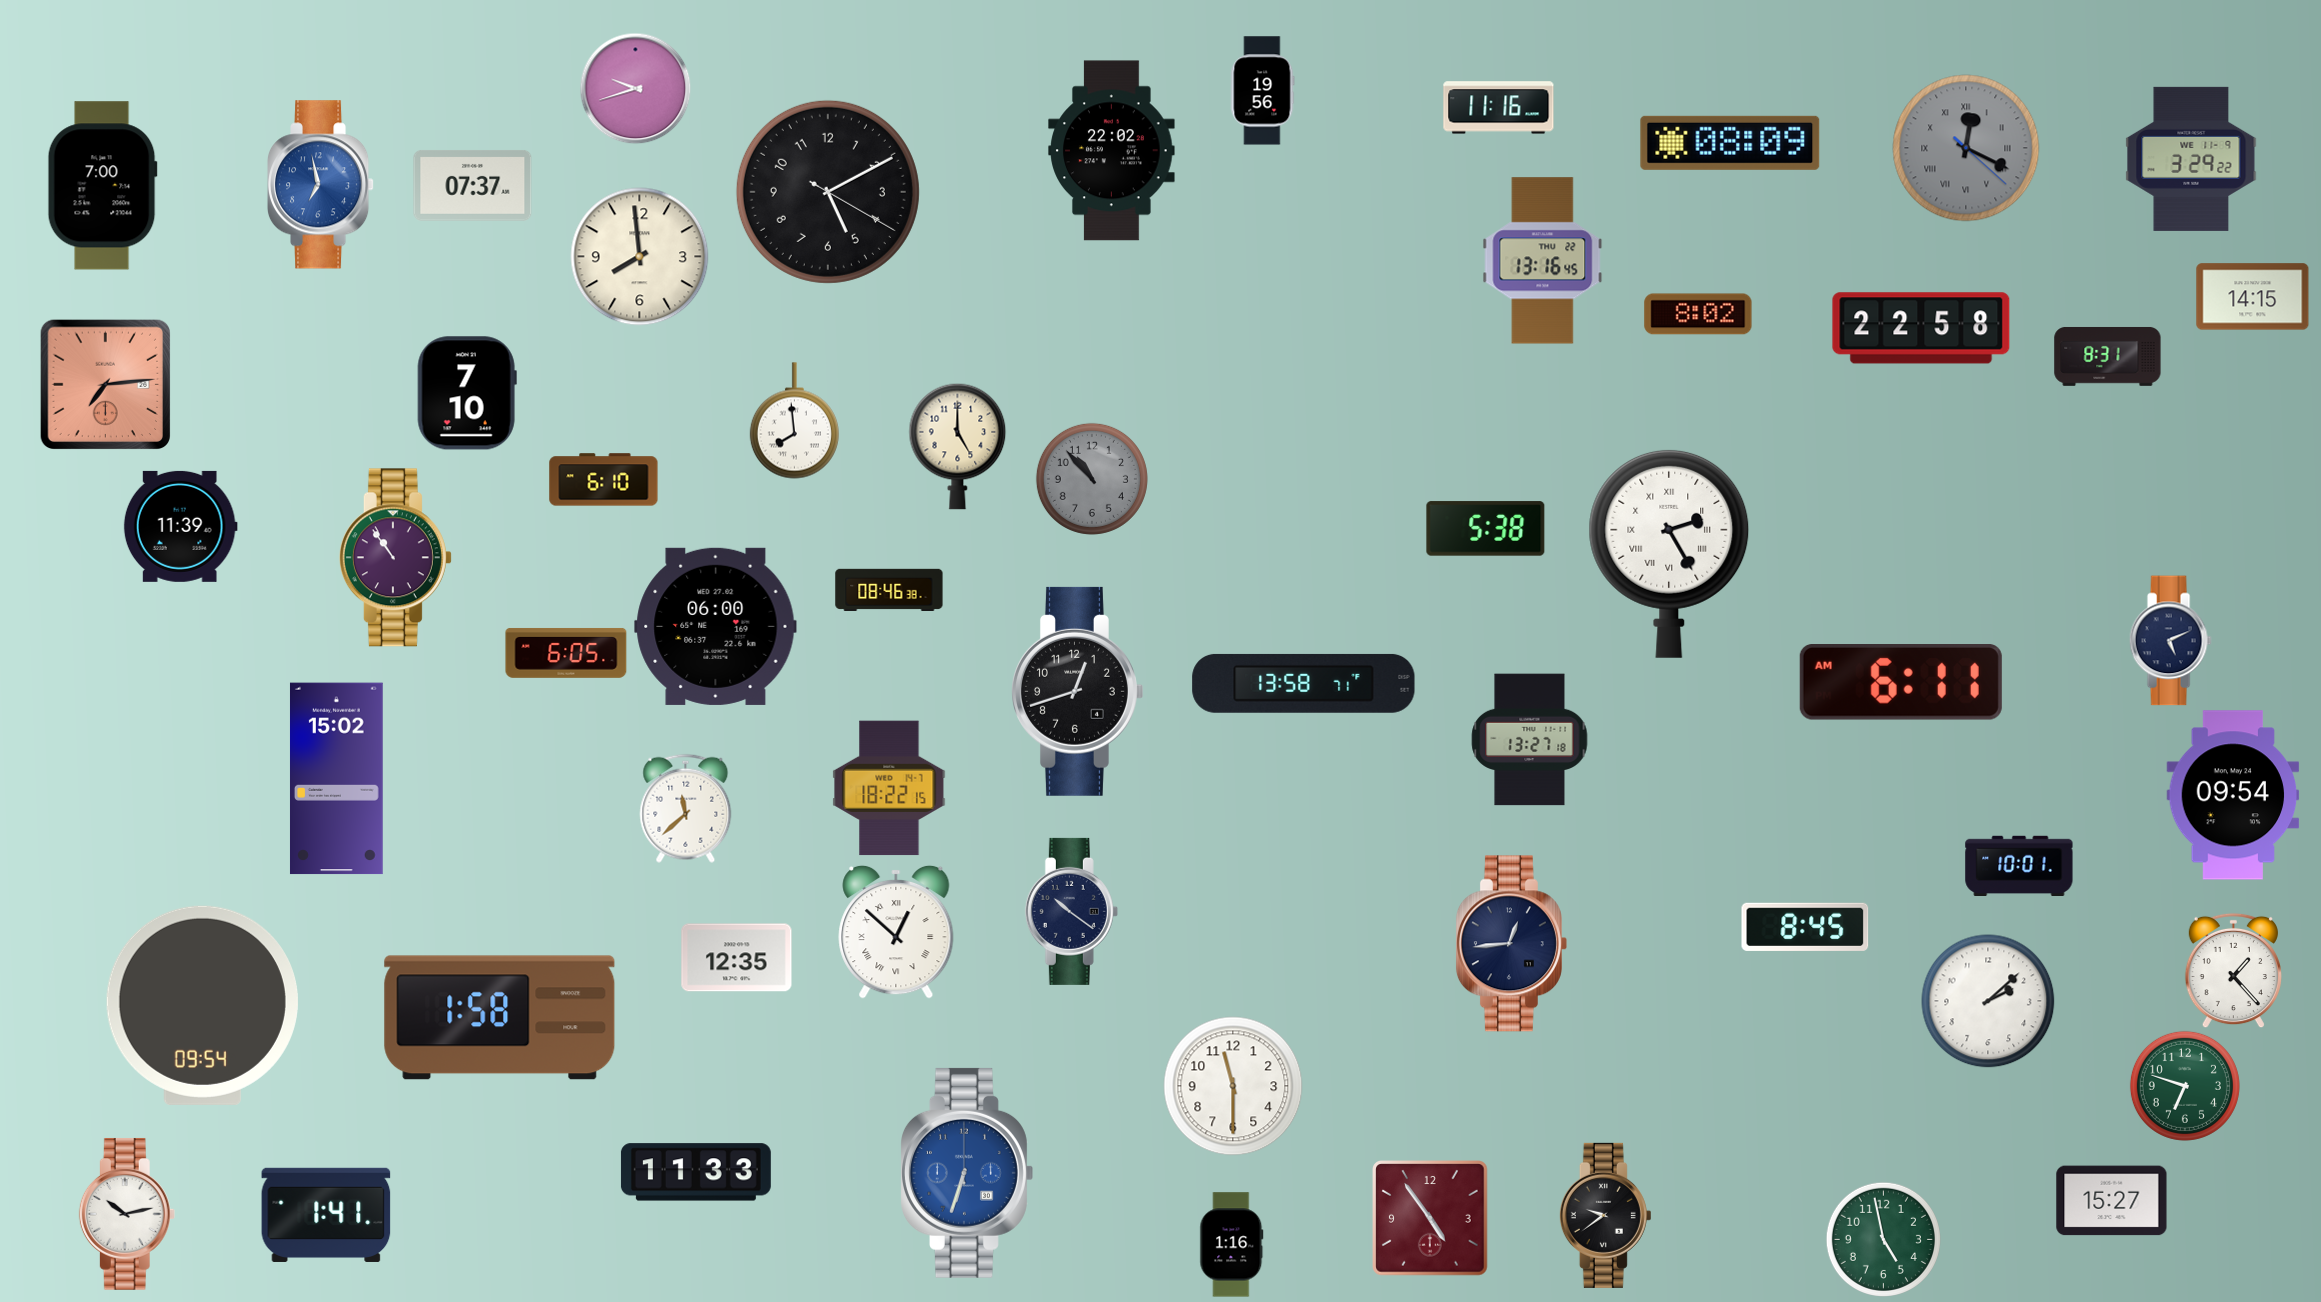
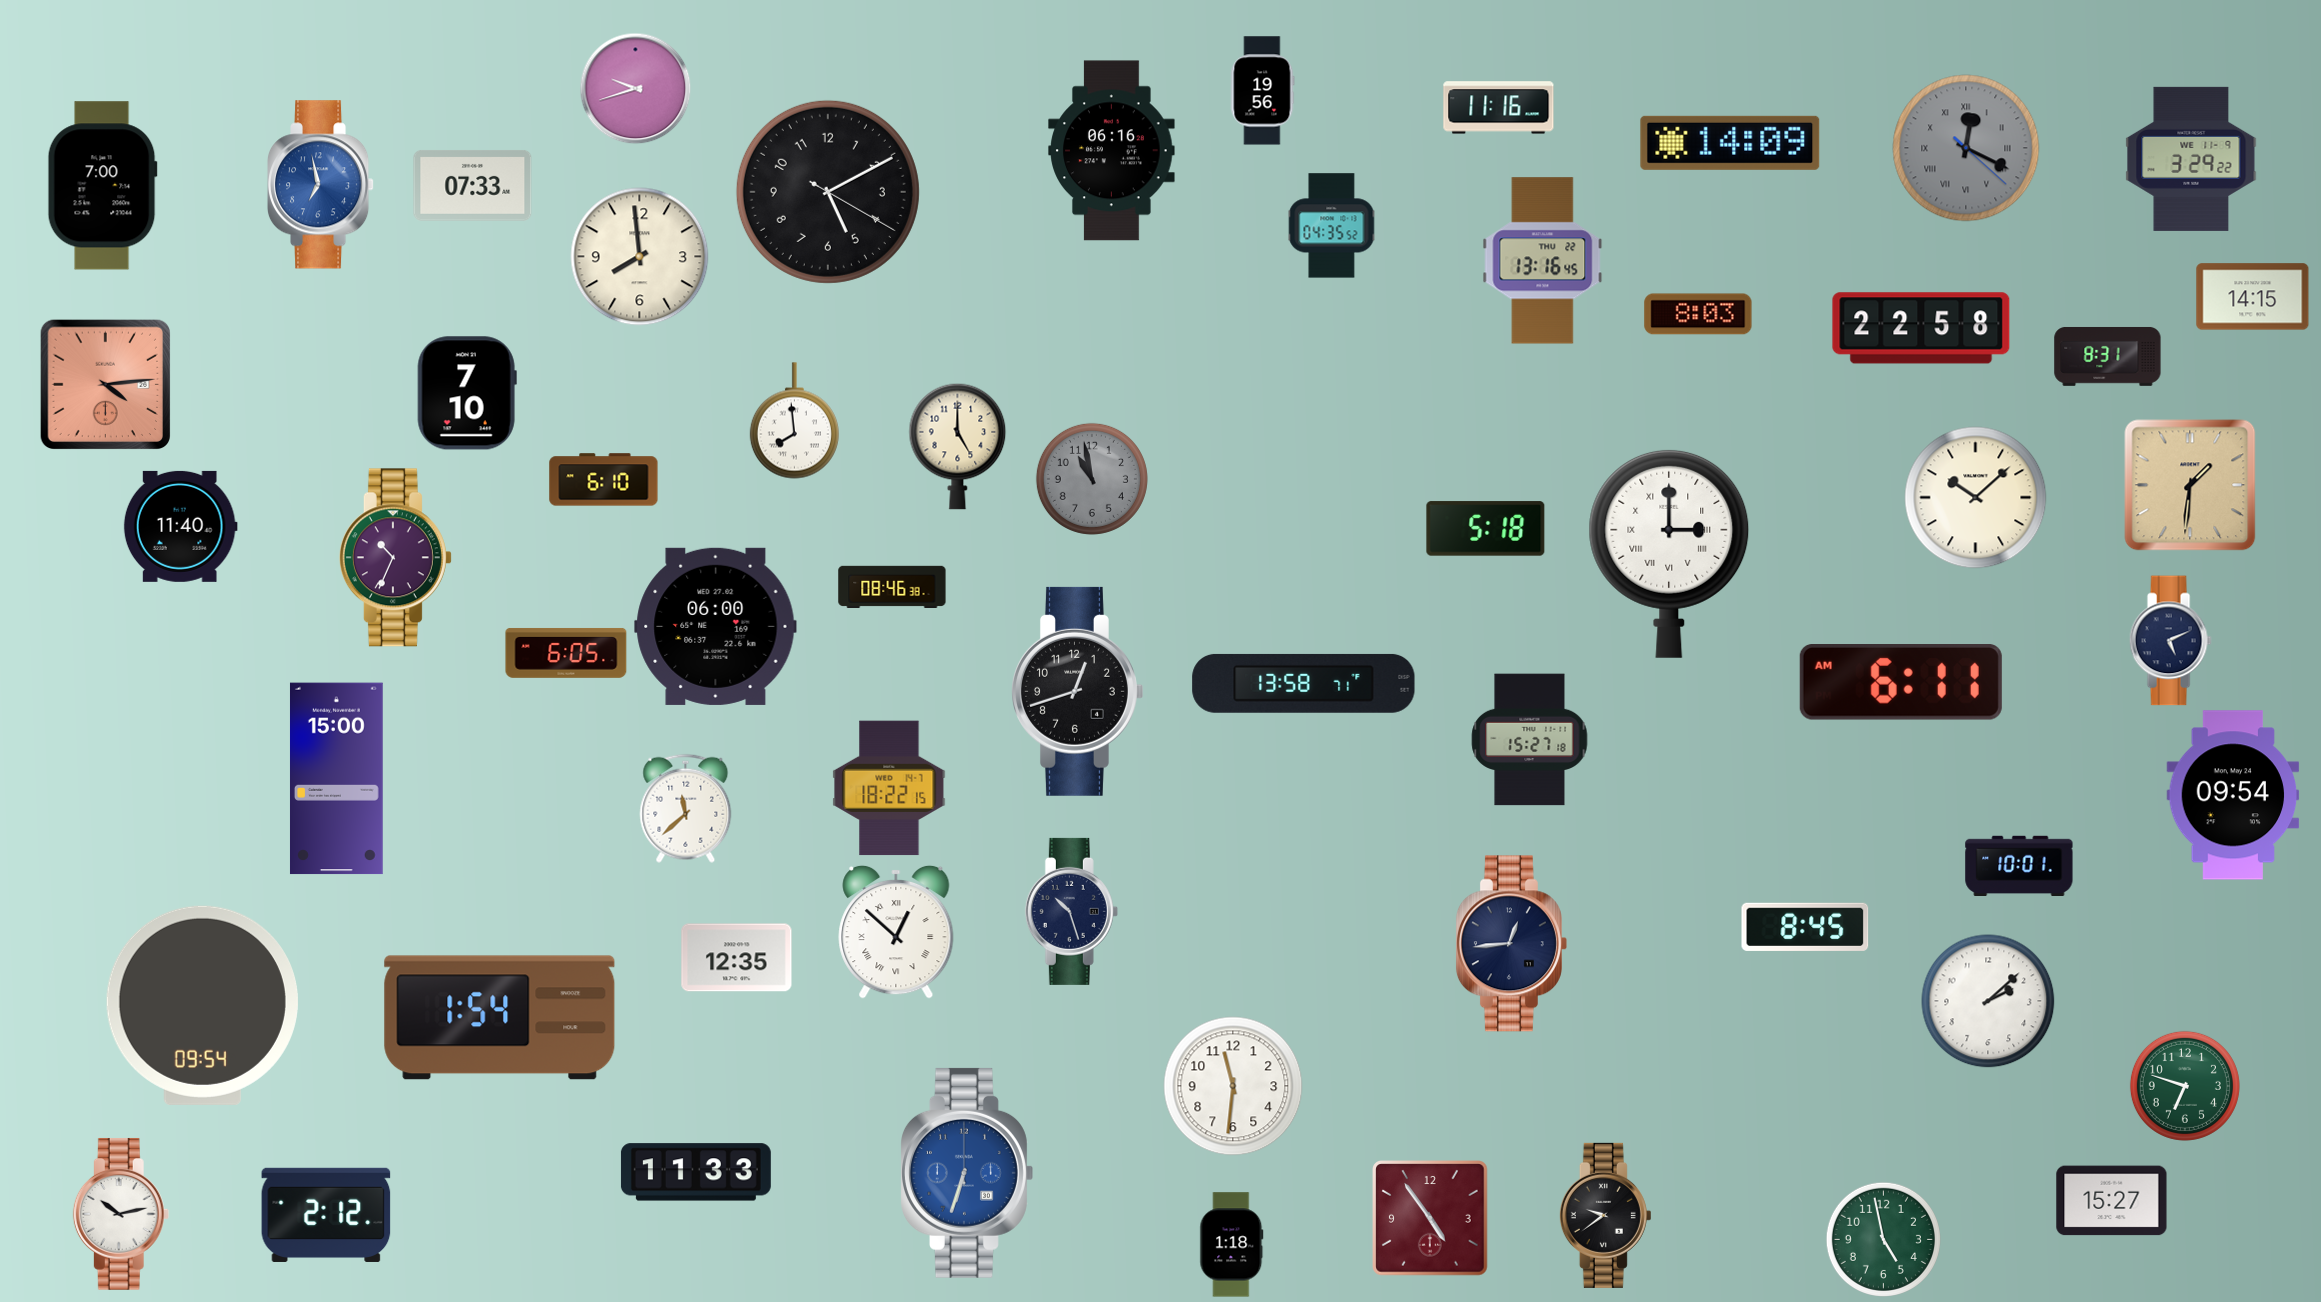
clock at (1730, 143): 08:09 -> 14:09
clock at (1112, 151): 22:02 -> 06:16
clock at (473, 185): 07:37 -> 07:33
clock at (1332, 226): none -> 04:35
clock at (1698, 314): 8:02 -> 8:03
clock at (105, 384): 7:14 -> 4:14
clock at (1092, 479): 10:53 -> 10:58
clock at (2190, 485): none -> 1:31
clock at (1976, 498): none -> 10:08
clock at (180, 526): 11:39 -> 11:40
clock at (1486, 529): 5:38 -> 5:18
clock at (1669, 553): 2:25 -> 3:00
clock at (395, 558): 10:54 -> 10:34
clock at (889, 589) position: (889, 589) -> (892, 586)
clock at (1530, 740): 13:27 -> 15:27
clock at (336, 779): 15:02 -> 15:00
clock at (1071, 911): 10:21 -> 10:27
clock at (2233, 970): 1:23 -> none
clock at (500, 1018): 1:58 -> 1:54
clock at (1233, 1086): 11:30 -> 11:31
clock at (127, 1214) position: (127, 1214) -> (121, 1214)
clock at (326, 1215): 1:41 -> 2:12
clock at (1232, 1245): 1:16 -> 1:18
